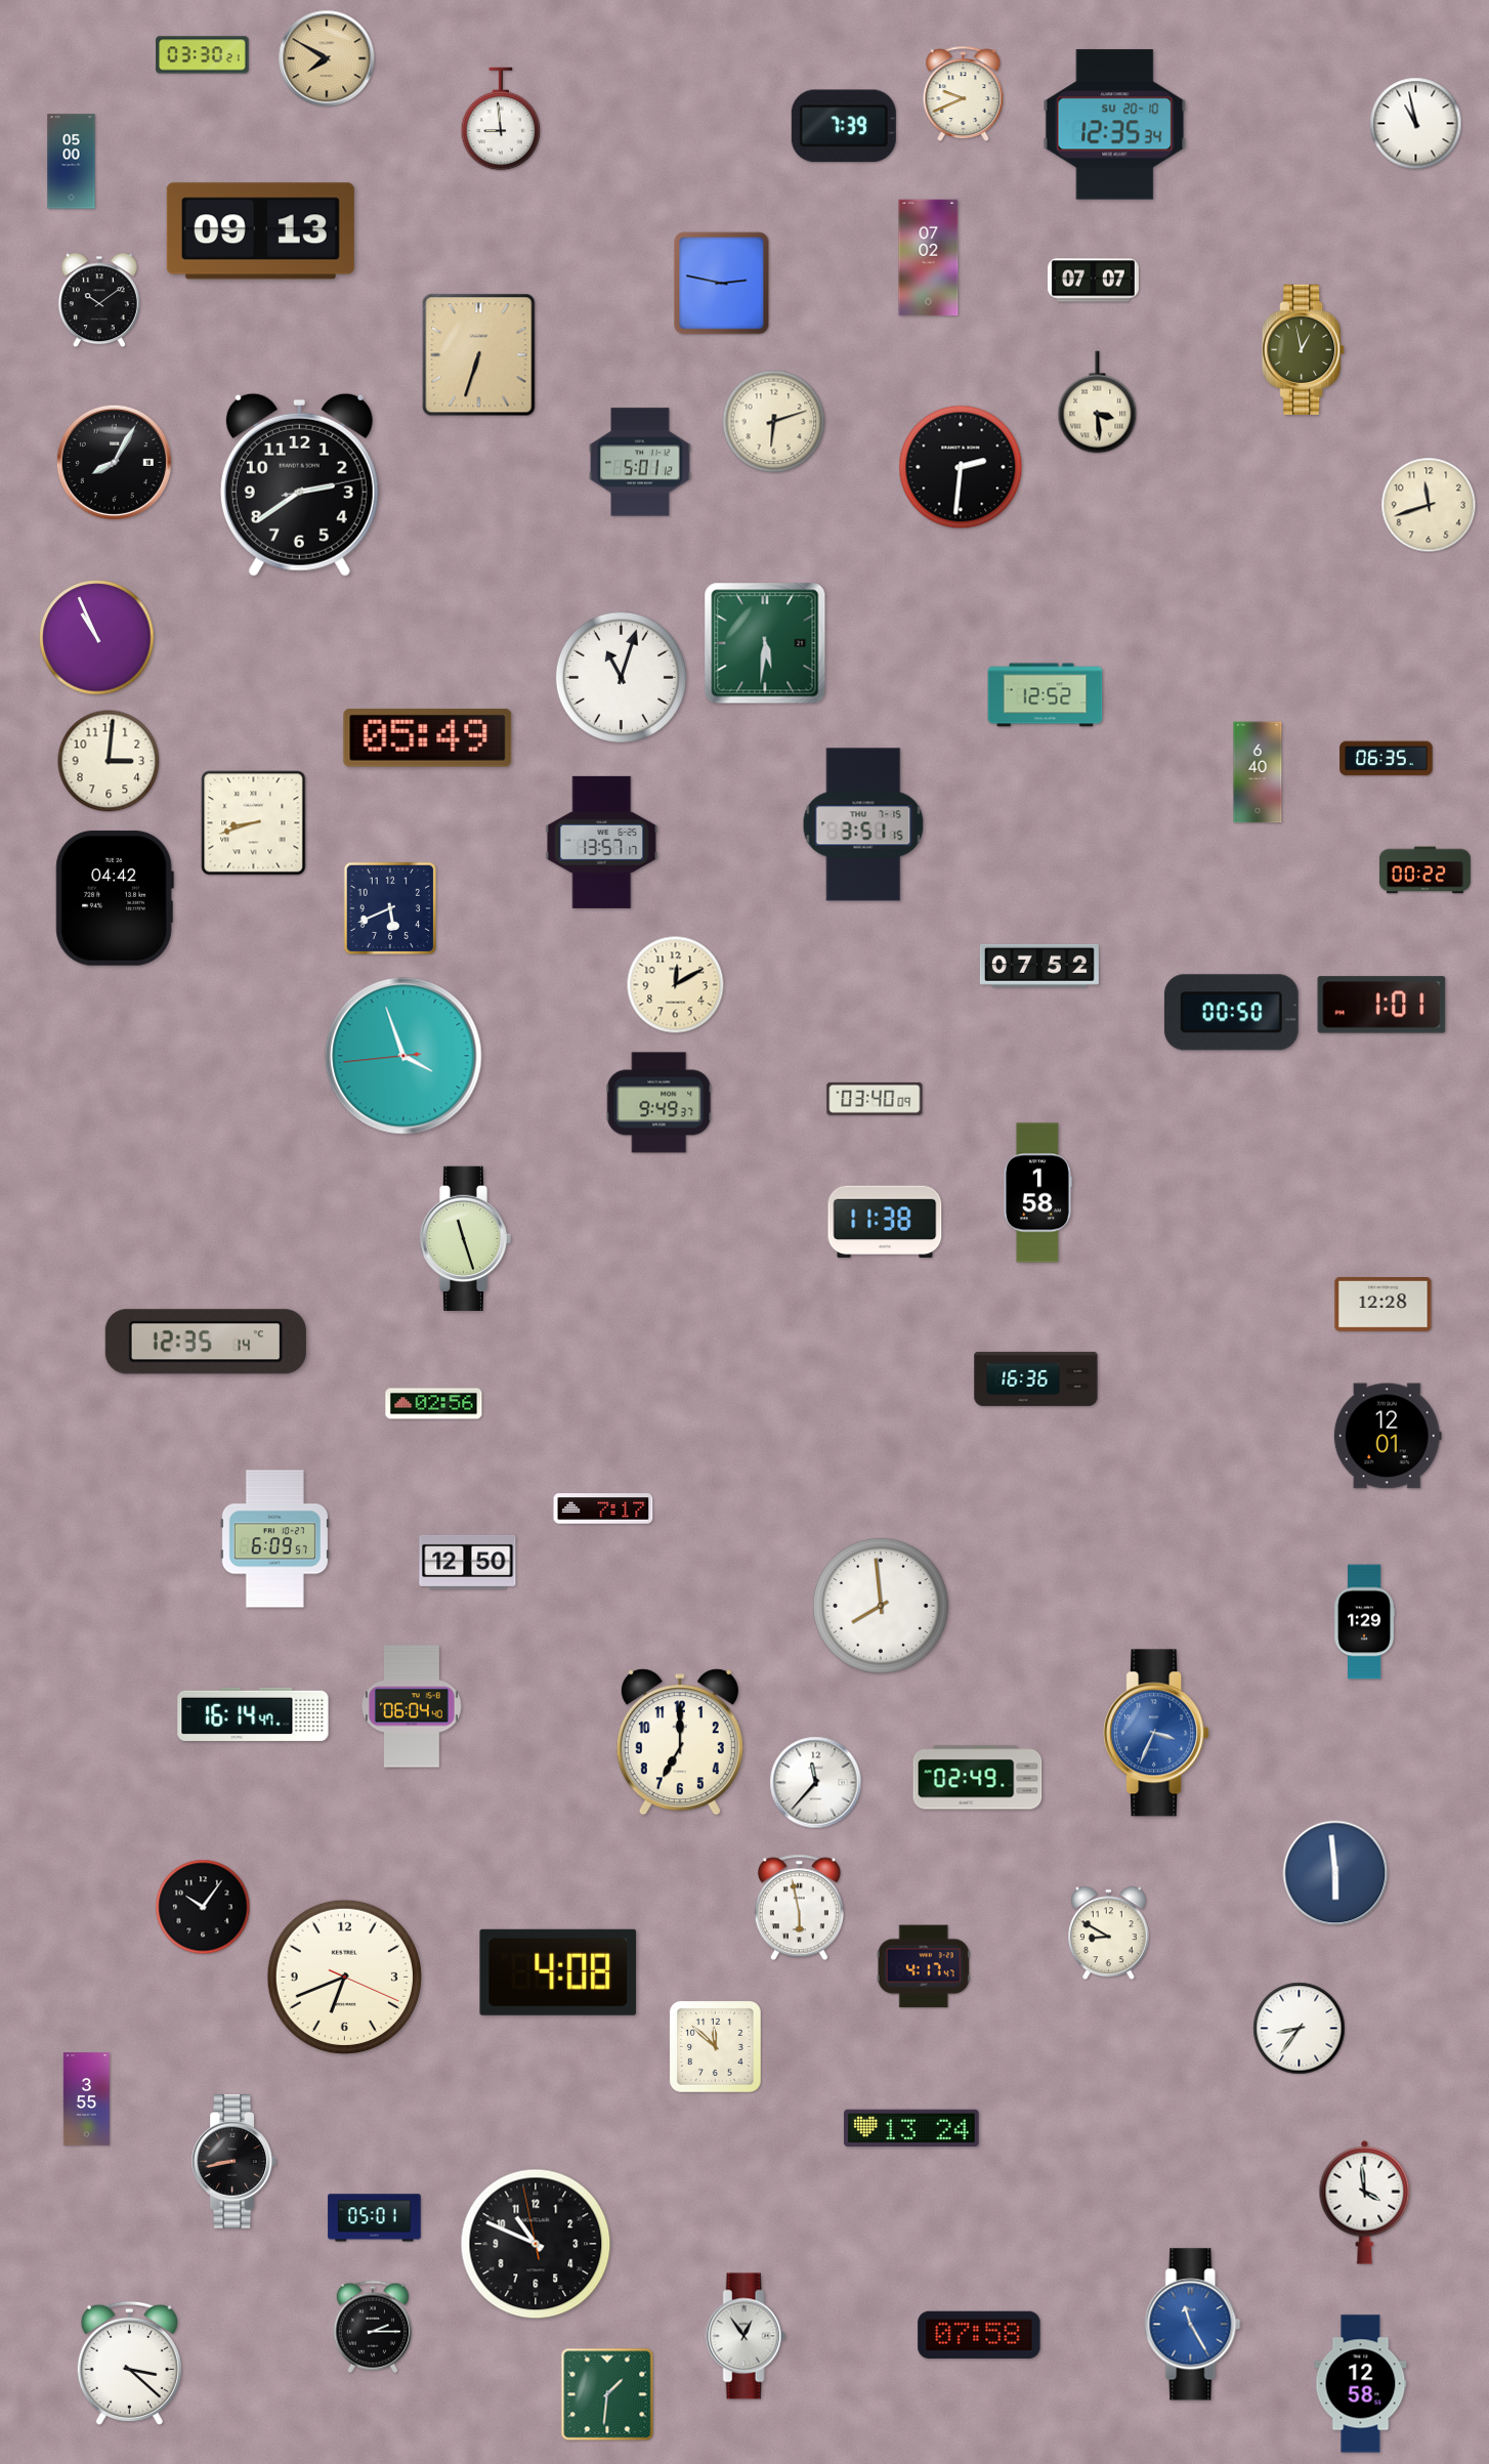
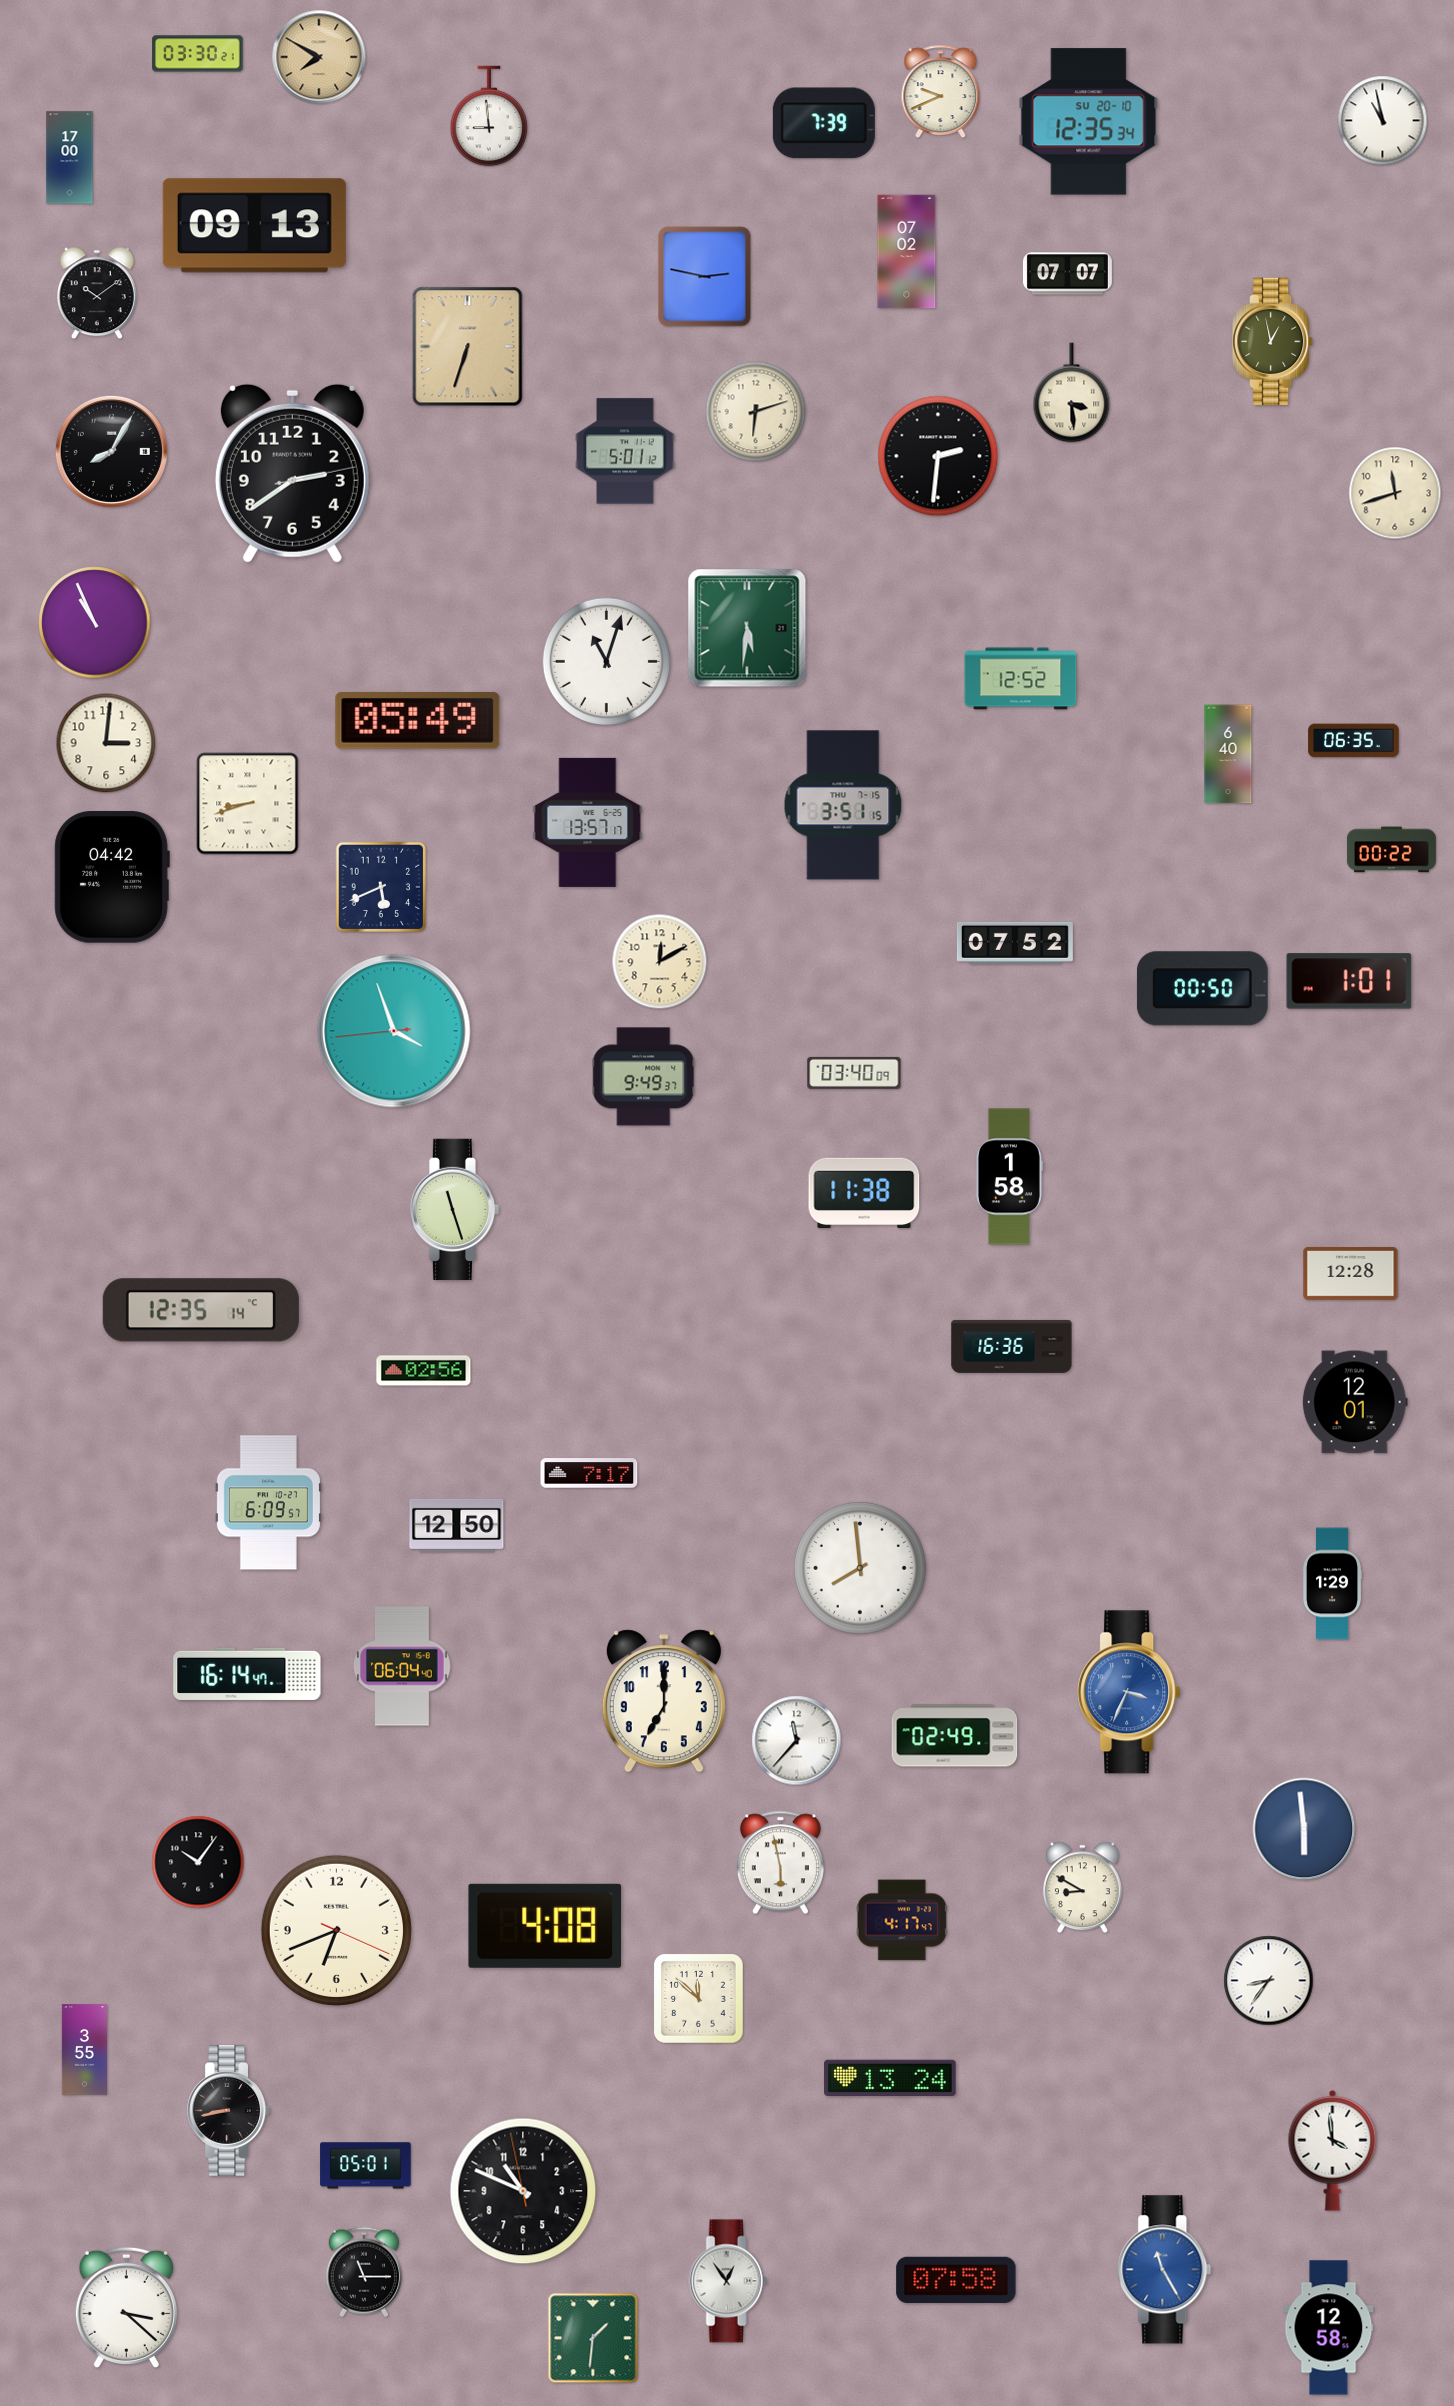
clock at (72, 162): 05:00 -> 17:00
clock at (1037, 1193) position: (1037, 1193) -> (1009, 1177)
clock at (372, 2327): 2:15 -> 11:15
